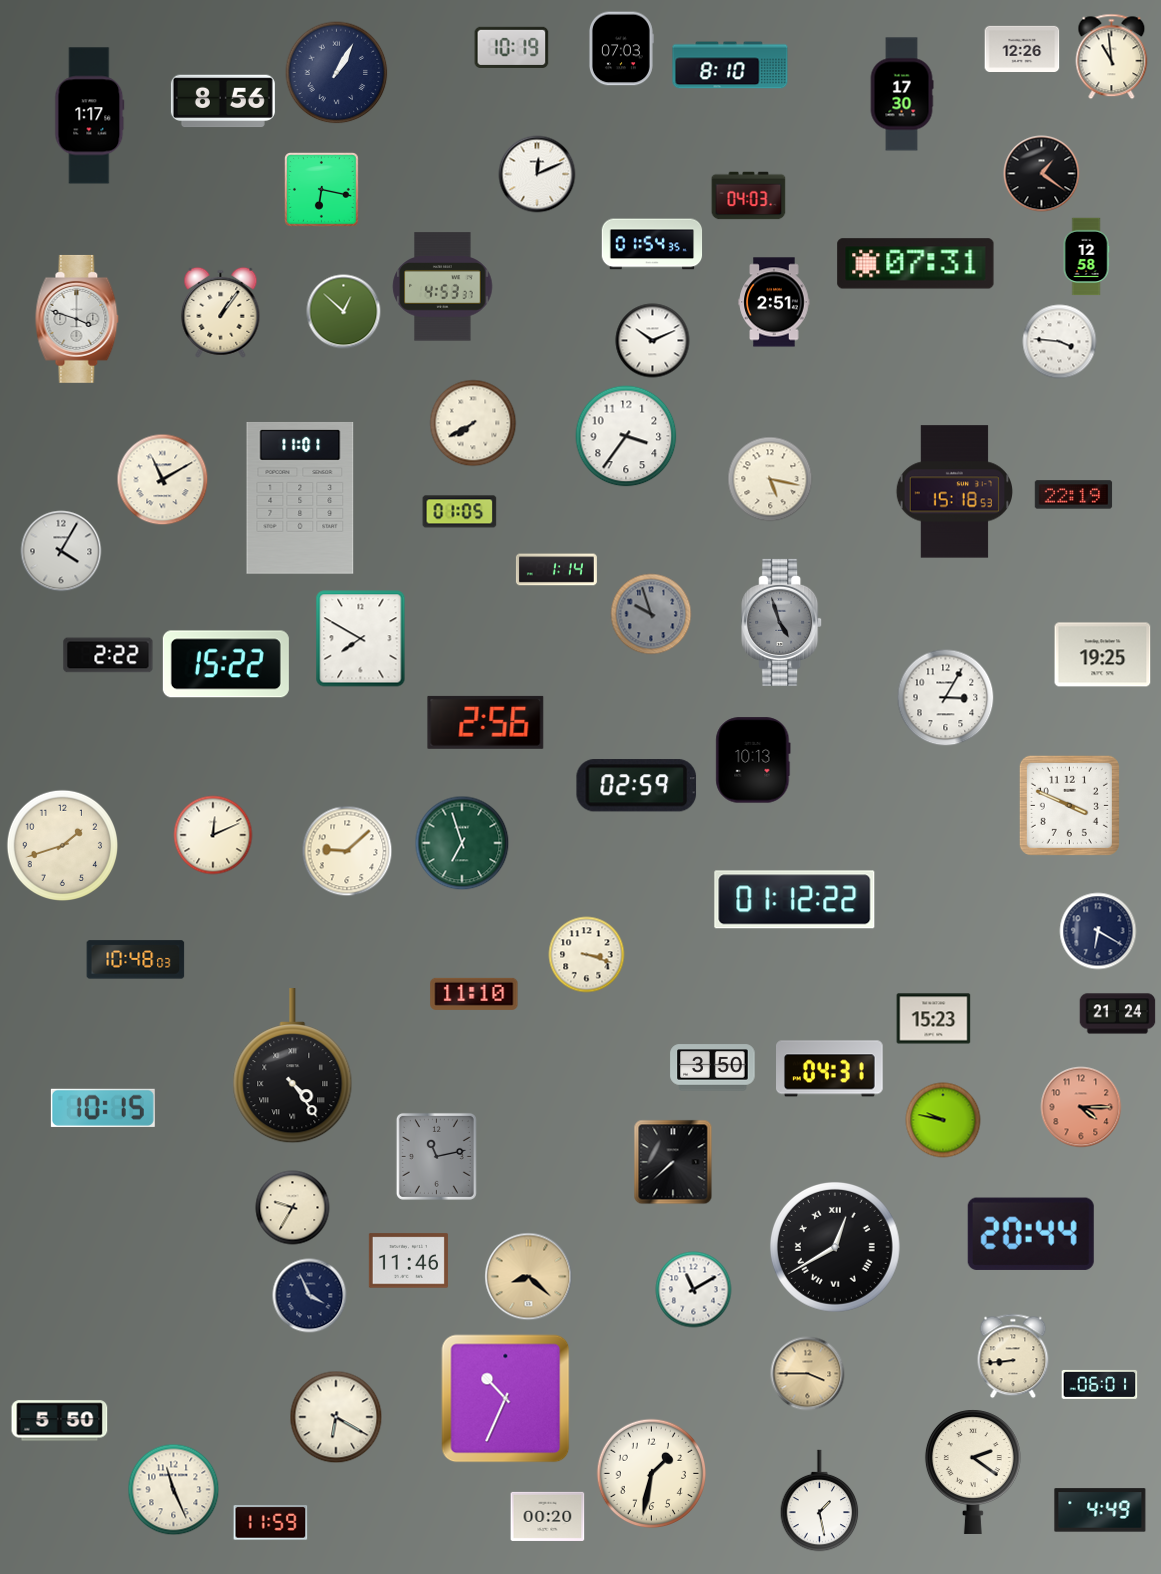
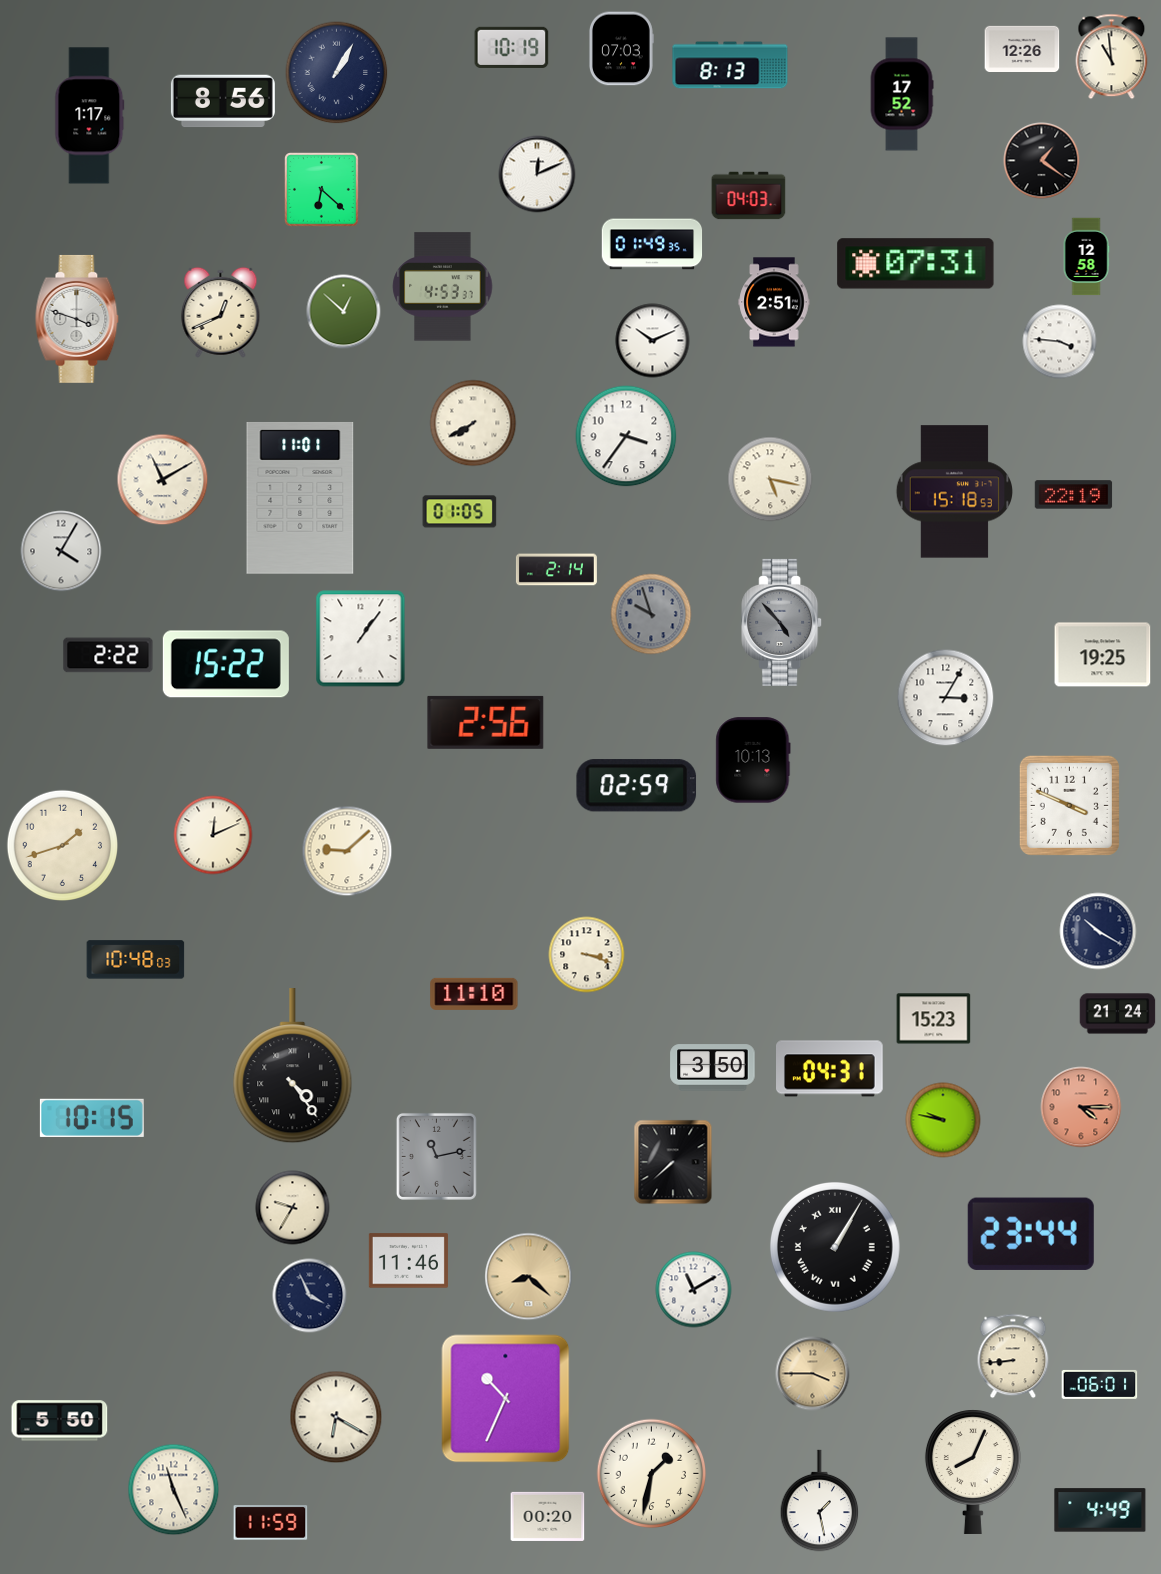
clock at (730, 65): 8:10 -> 8:13
clock at (902, 94): 17:30 -> 17:52
clock at (1042, 174) position: (1042, 174) -> (1042, 161)
clock at (322, 190): 6:17 -> 6:22
clock at (652, 244): 01:54 -> 01:49
clock at (221, 312): 1:06 -> 12:41
clock at (556, 570): 1:14 -> 2:14
clock at (782, 622): 4:57 -> 4:53
clock at (361, 639): 7:50 -> 1:06
clock at (462, 843): 6:57 -> none
clock at (795, 900): 01:12 -> none
clock at (1098, 931): 6:20 -> 10:20
clock at (103, 1108) position: (103, 1108) -> (92, 1118)
clock at (1031, 1234): 20:44 -> 23:44
clock at (835, 1247): 12:40 -> 1:05
clock at (808, 1374) position: (808, 1374) -> (813, 1374)
clock at (973, 1472): 2:21 -> 8:04
